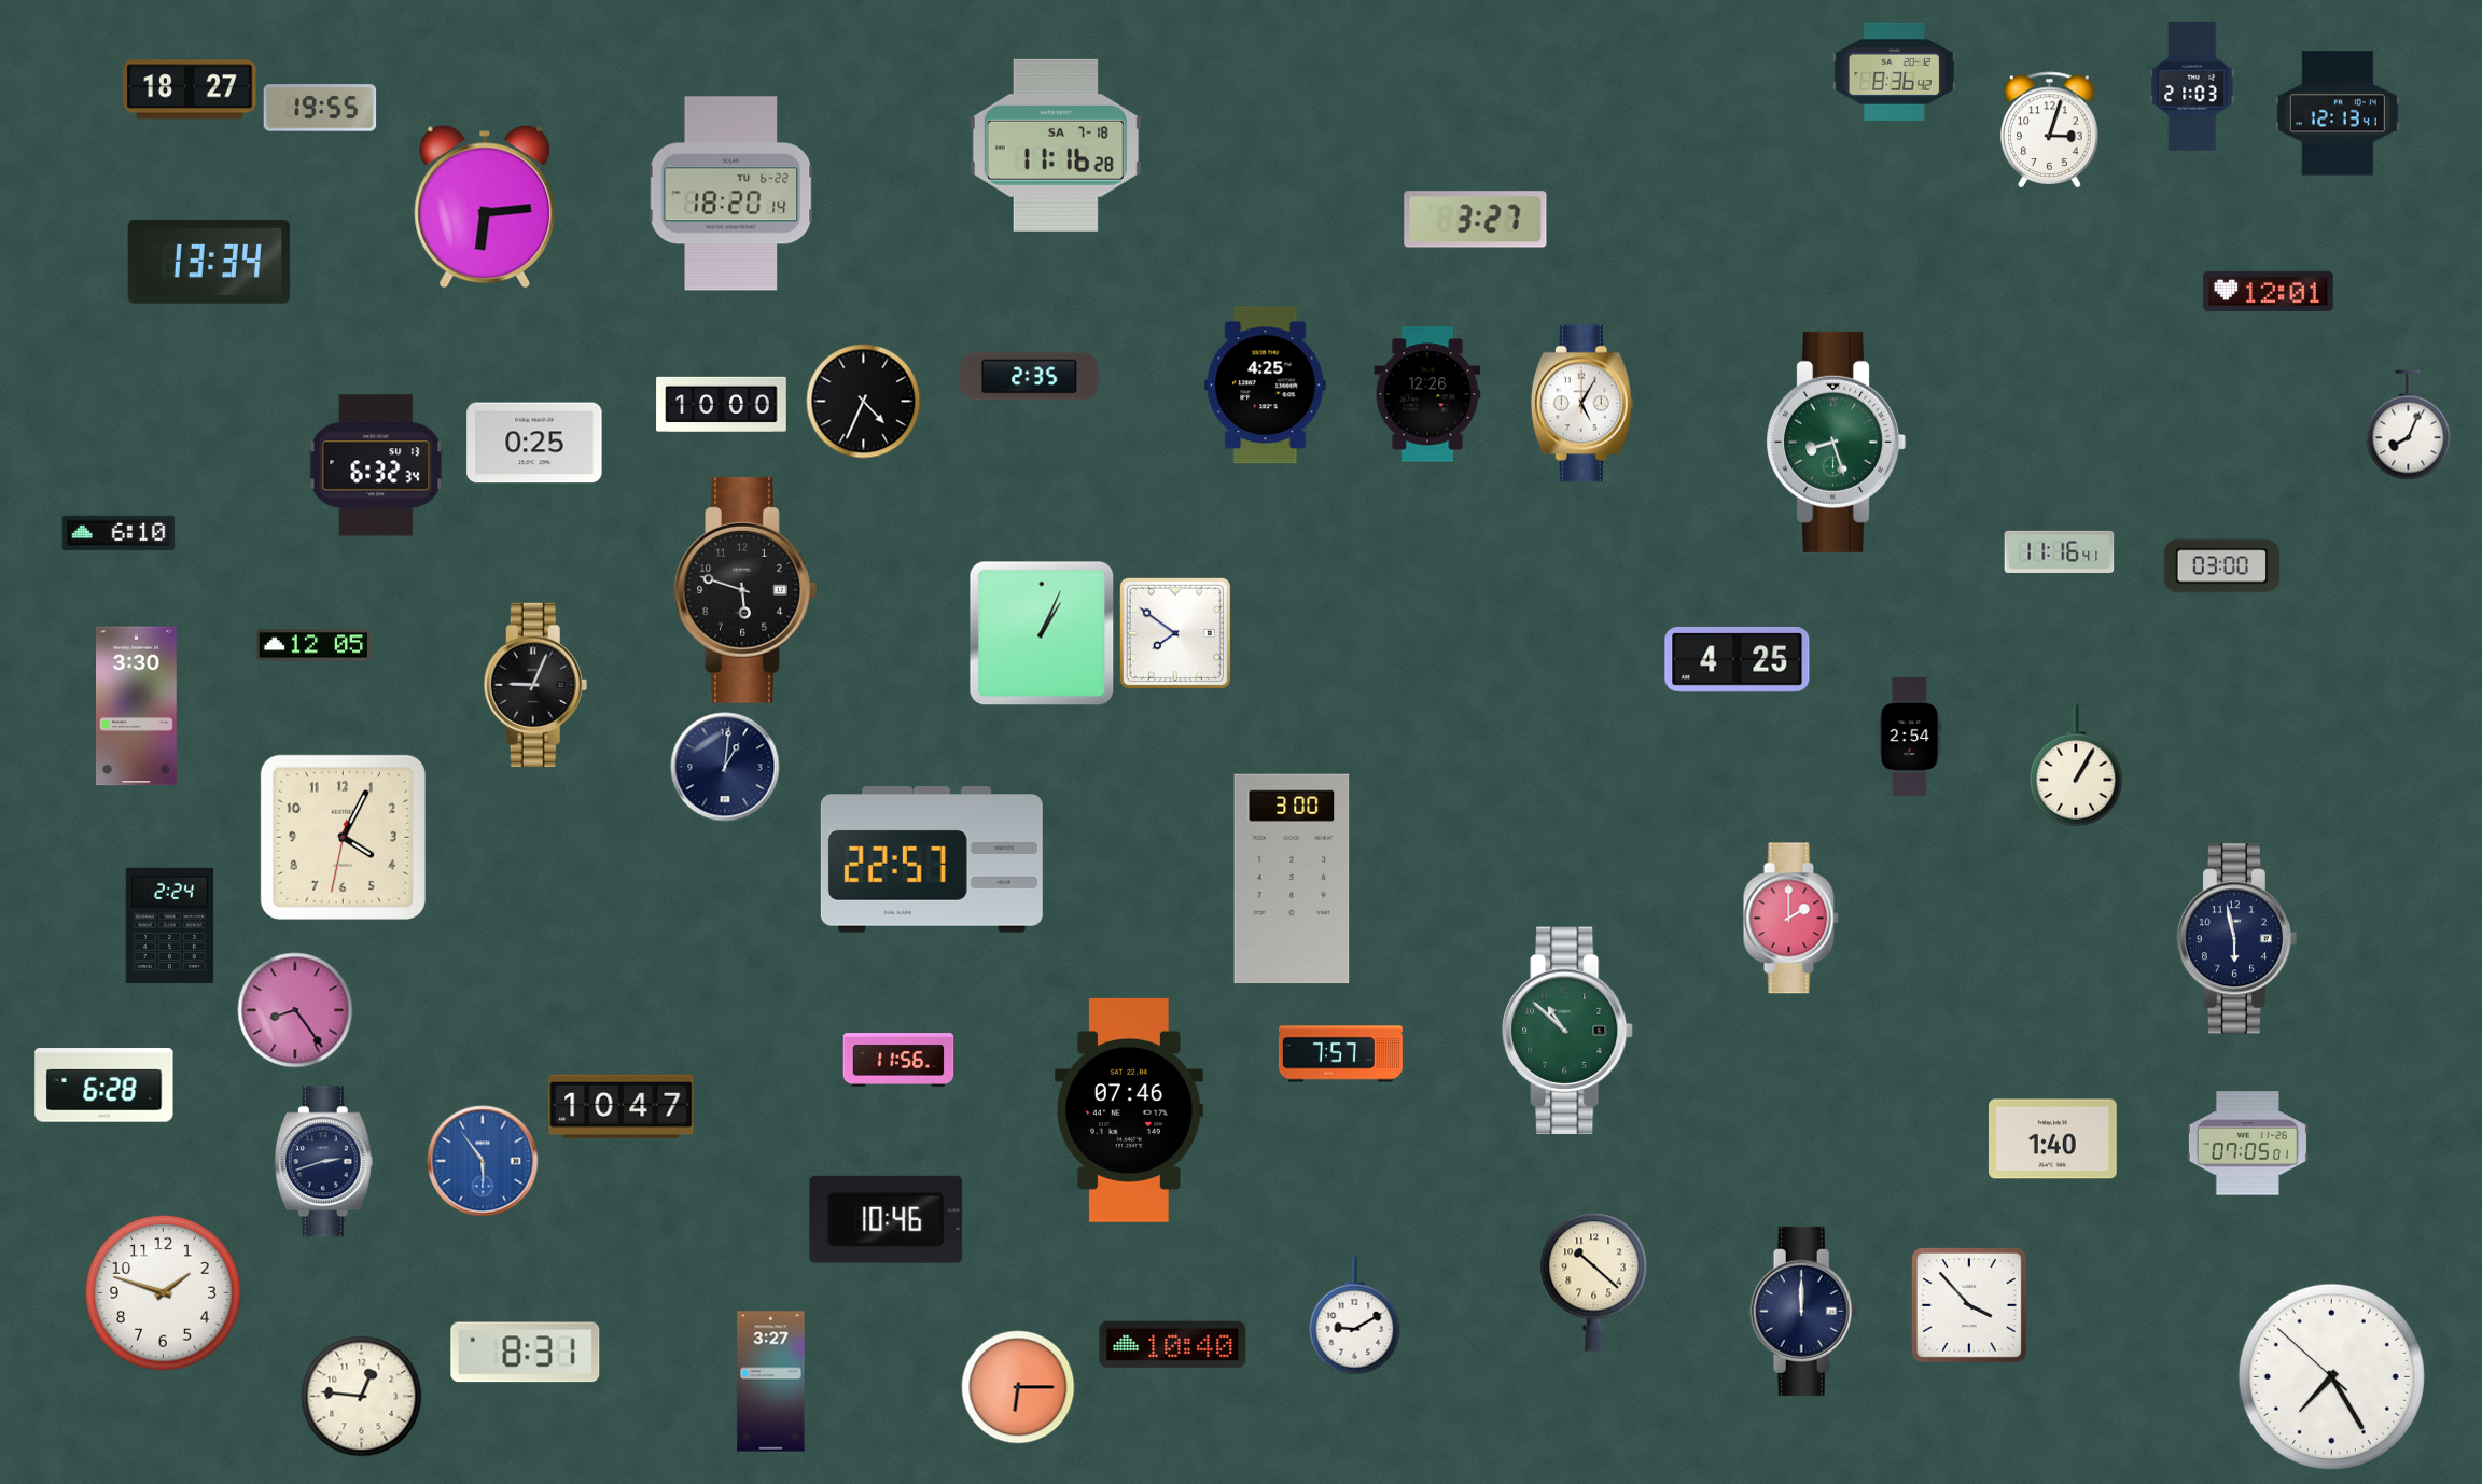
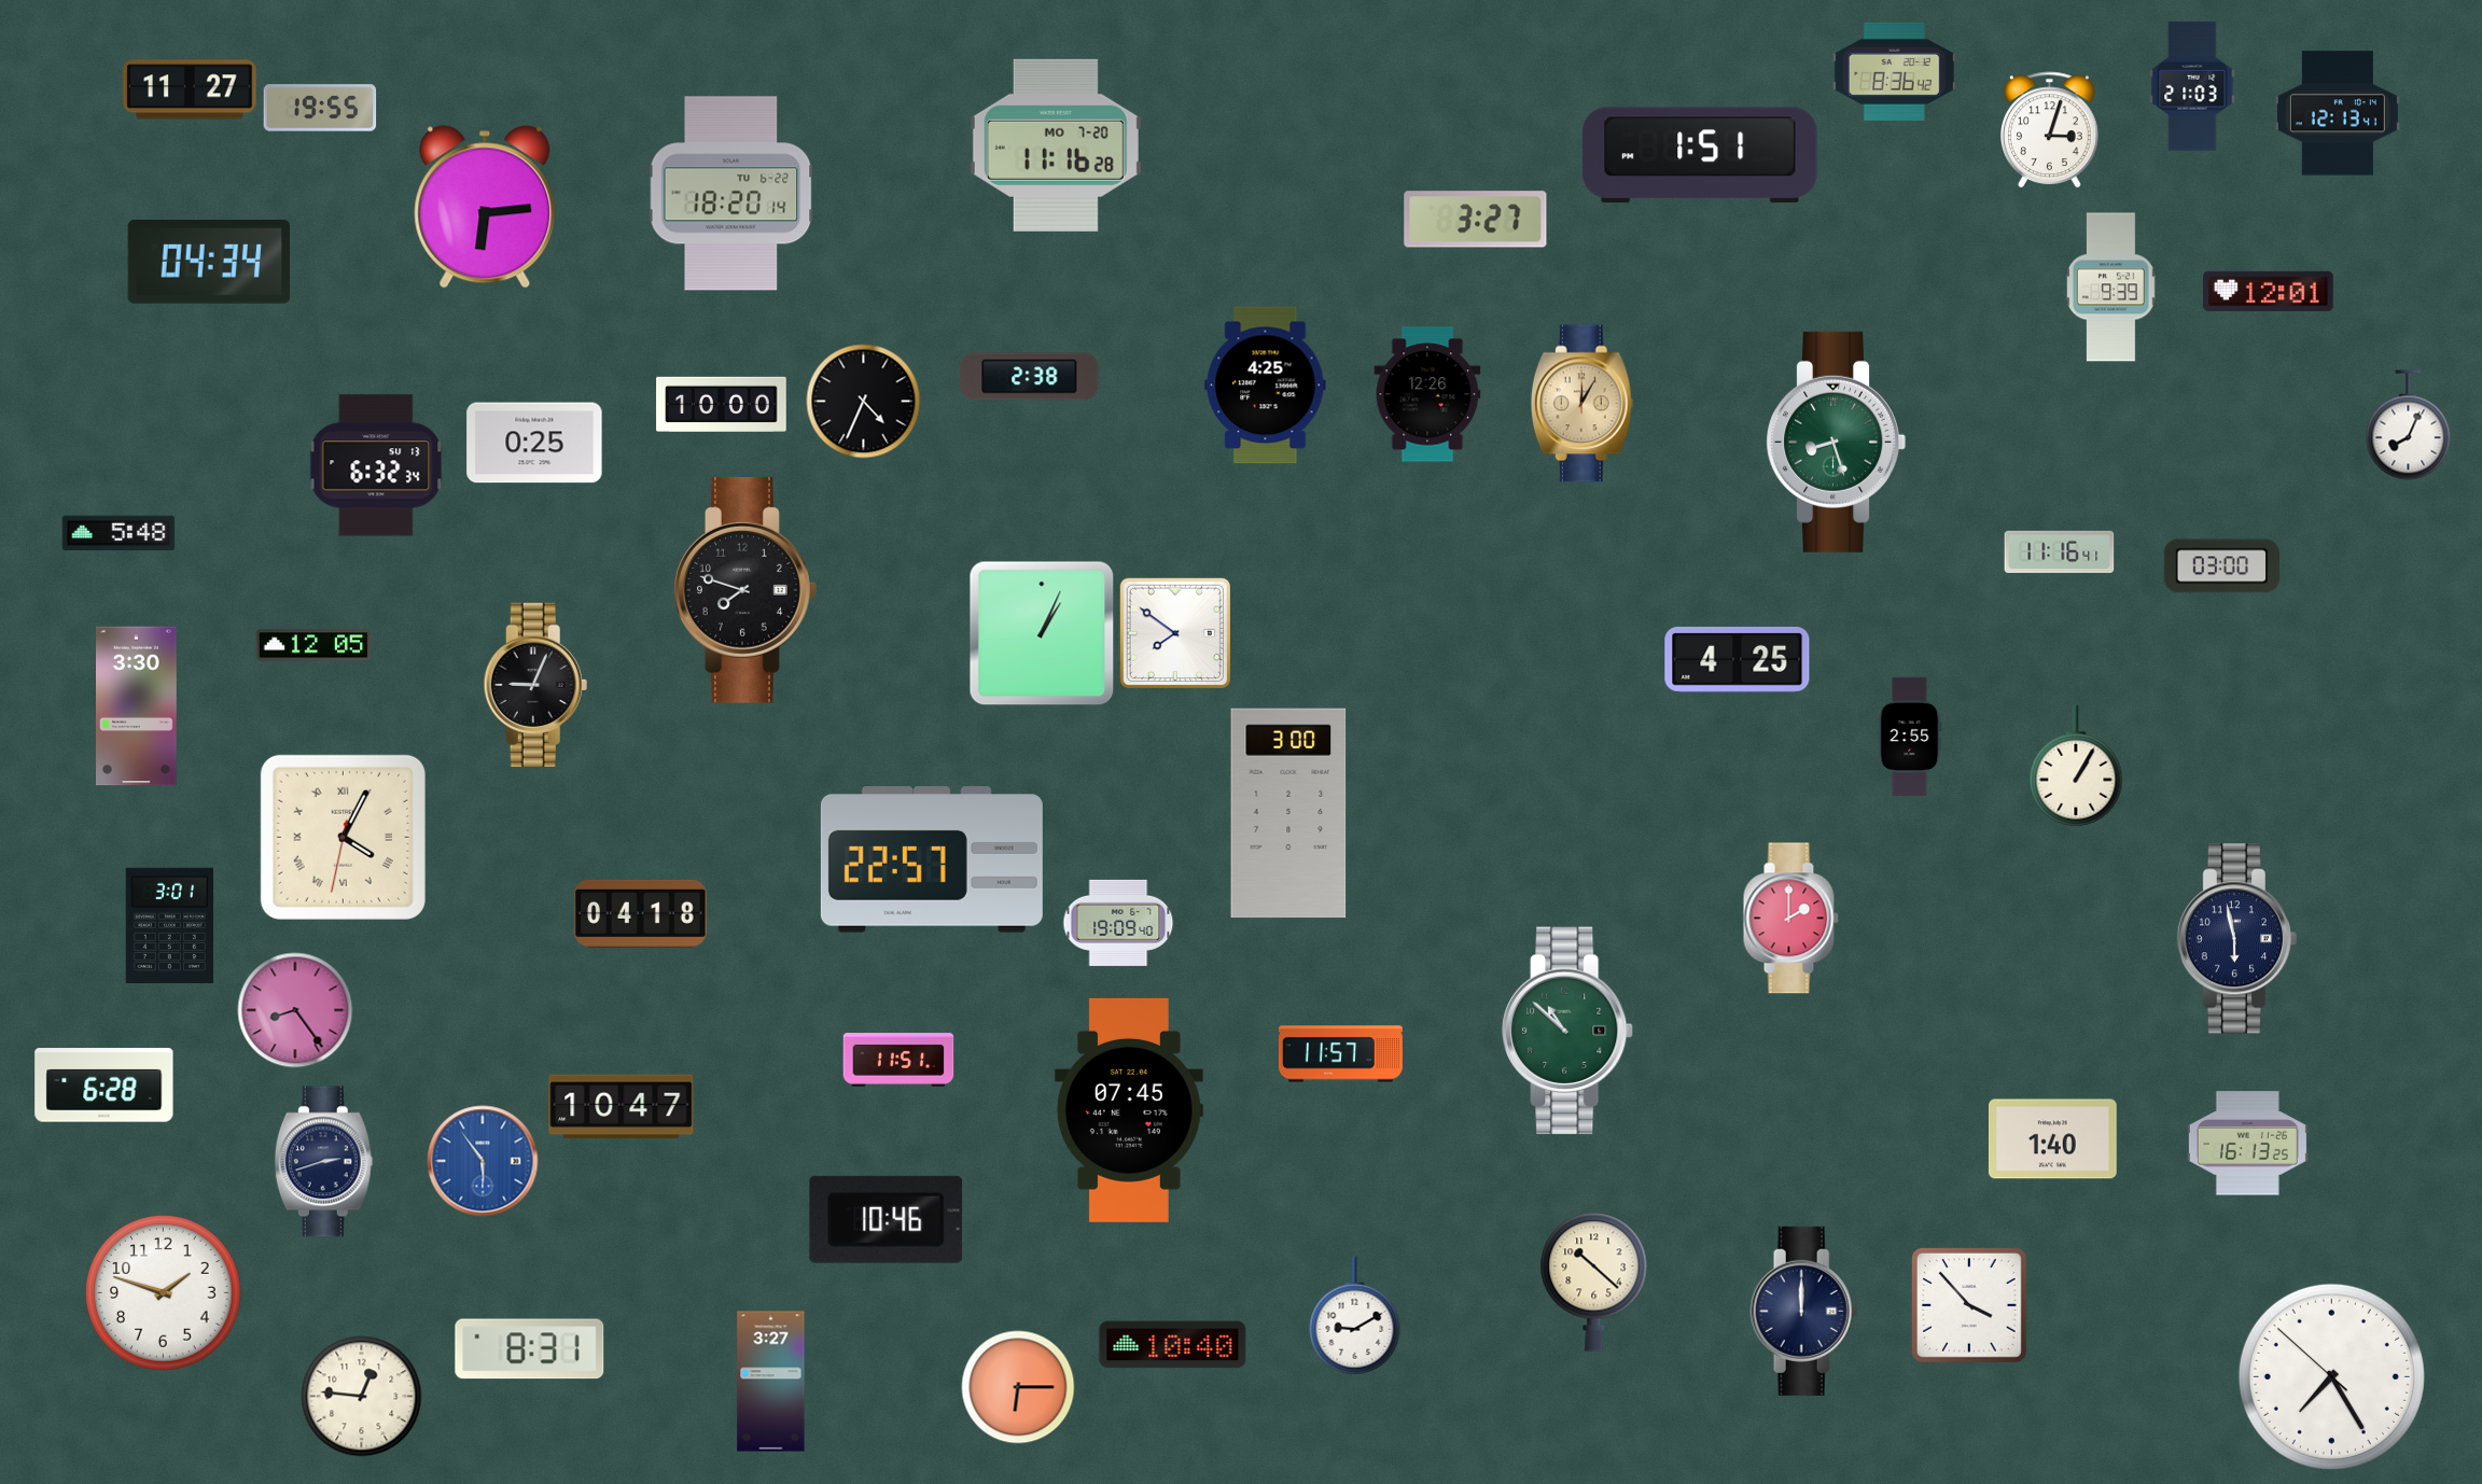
clock at (190, 89): 18:27 -> 11:27
clock at (1056, 145) date: SA 7-18 -> MO 7-20
clock at (1700, 155): none -> 1:51
clock at (209, 263): 13:34 -> 04:34
clock at (2111, 288): none -> 9:39
clock at (1030, 377): 2:35 -> 2:38
clock at (1581, 404): 5:05 -> 12:05
clock at (1581, 404) dial: white -> champagne
clock at (118, 533): 6:10 -> 5:48
clock at (745, 590): 5:48 -> 7:48
clock at (1910, 737): 2:54 -> 2:55
clock at (725, 767): 1:01 -> none
clock at (343, 837) numerals: Arabic -> Roman
clock at (1292, 879) position: (1292, 879) -> (1288, 813)
clock at (641, 913): none -> 04:18
clock at (1118, 923): none -> 19:09
clock at (170, 925): 2:24 -> 3:01
clock at (1340, 1054): 7:57 -> 11:57
clock at (898, 1060): 11:56 -> 11:51
clock at (1129, 1110): 07:46 -> 07:45
clock at (2247, 1144): 07:05 -> 16:13
clock at (526, 1353) position: (526, 1353) -> (530, 1349)
